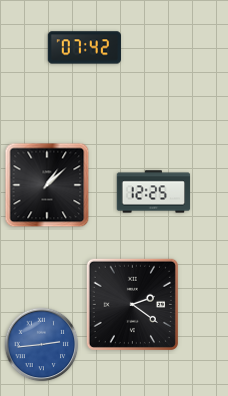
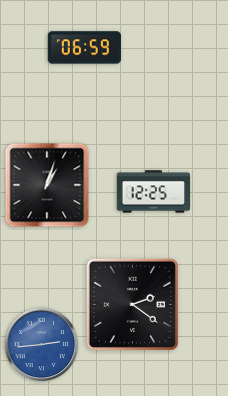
clock at (84, 48): 07:42 -> 06:59
clock at (47, 185): 1:08 -> 1:03
